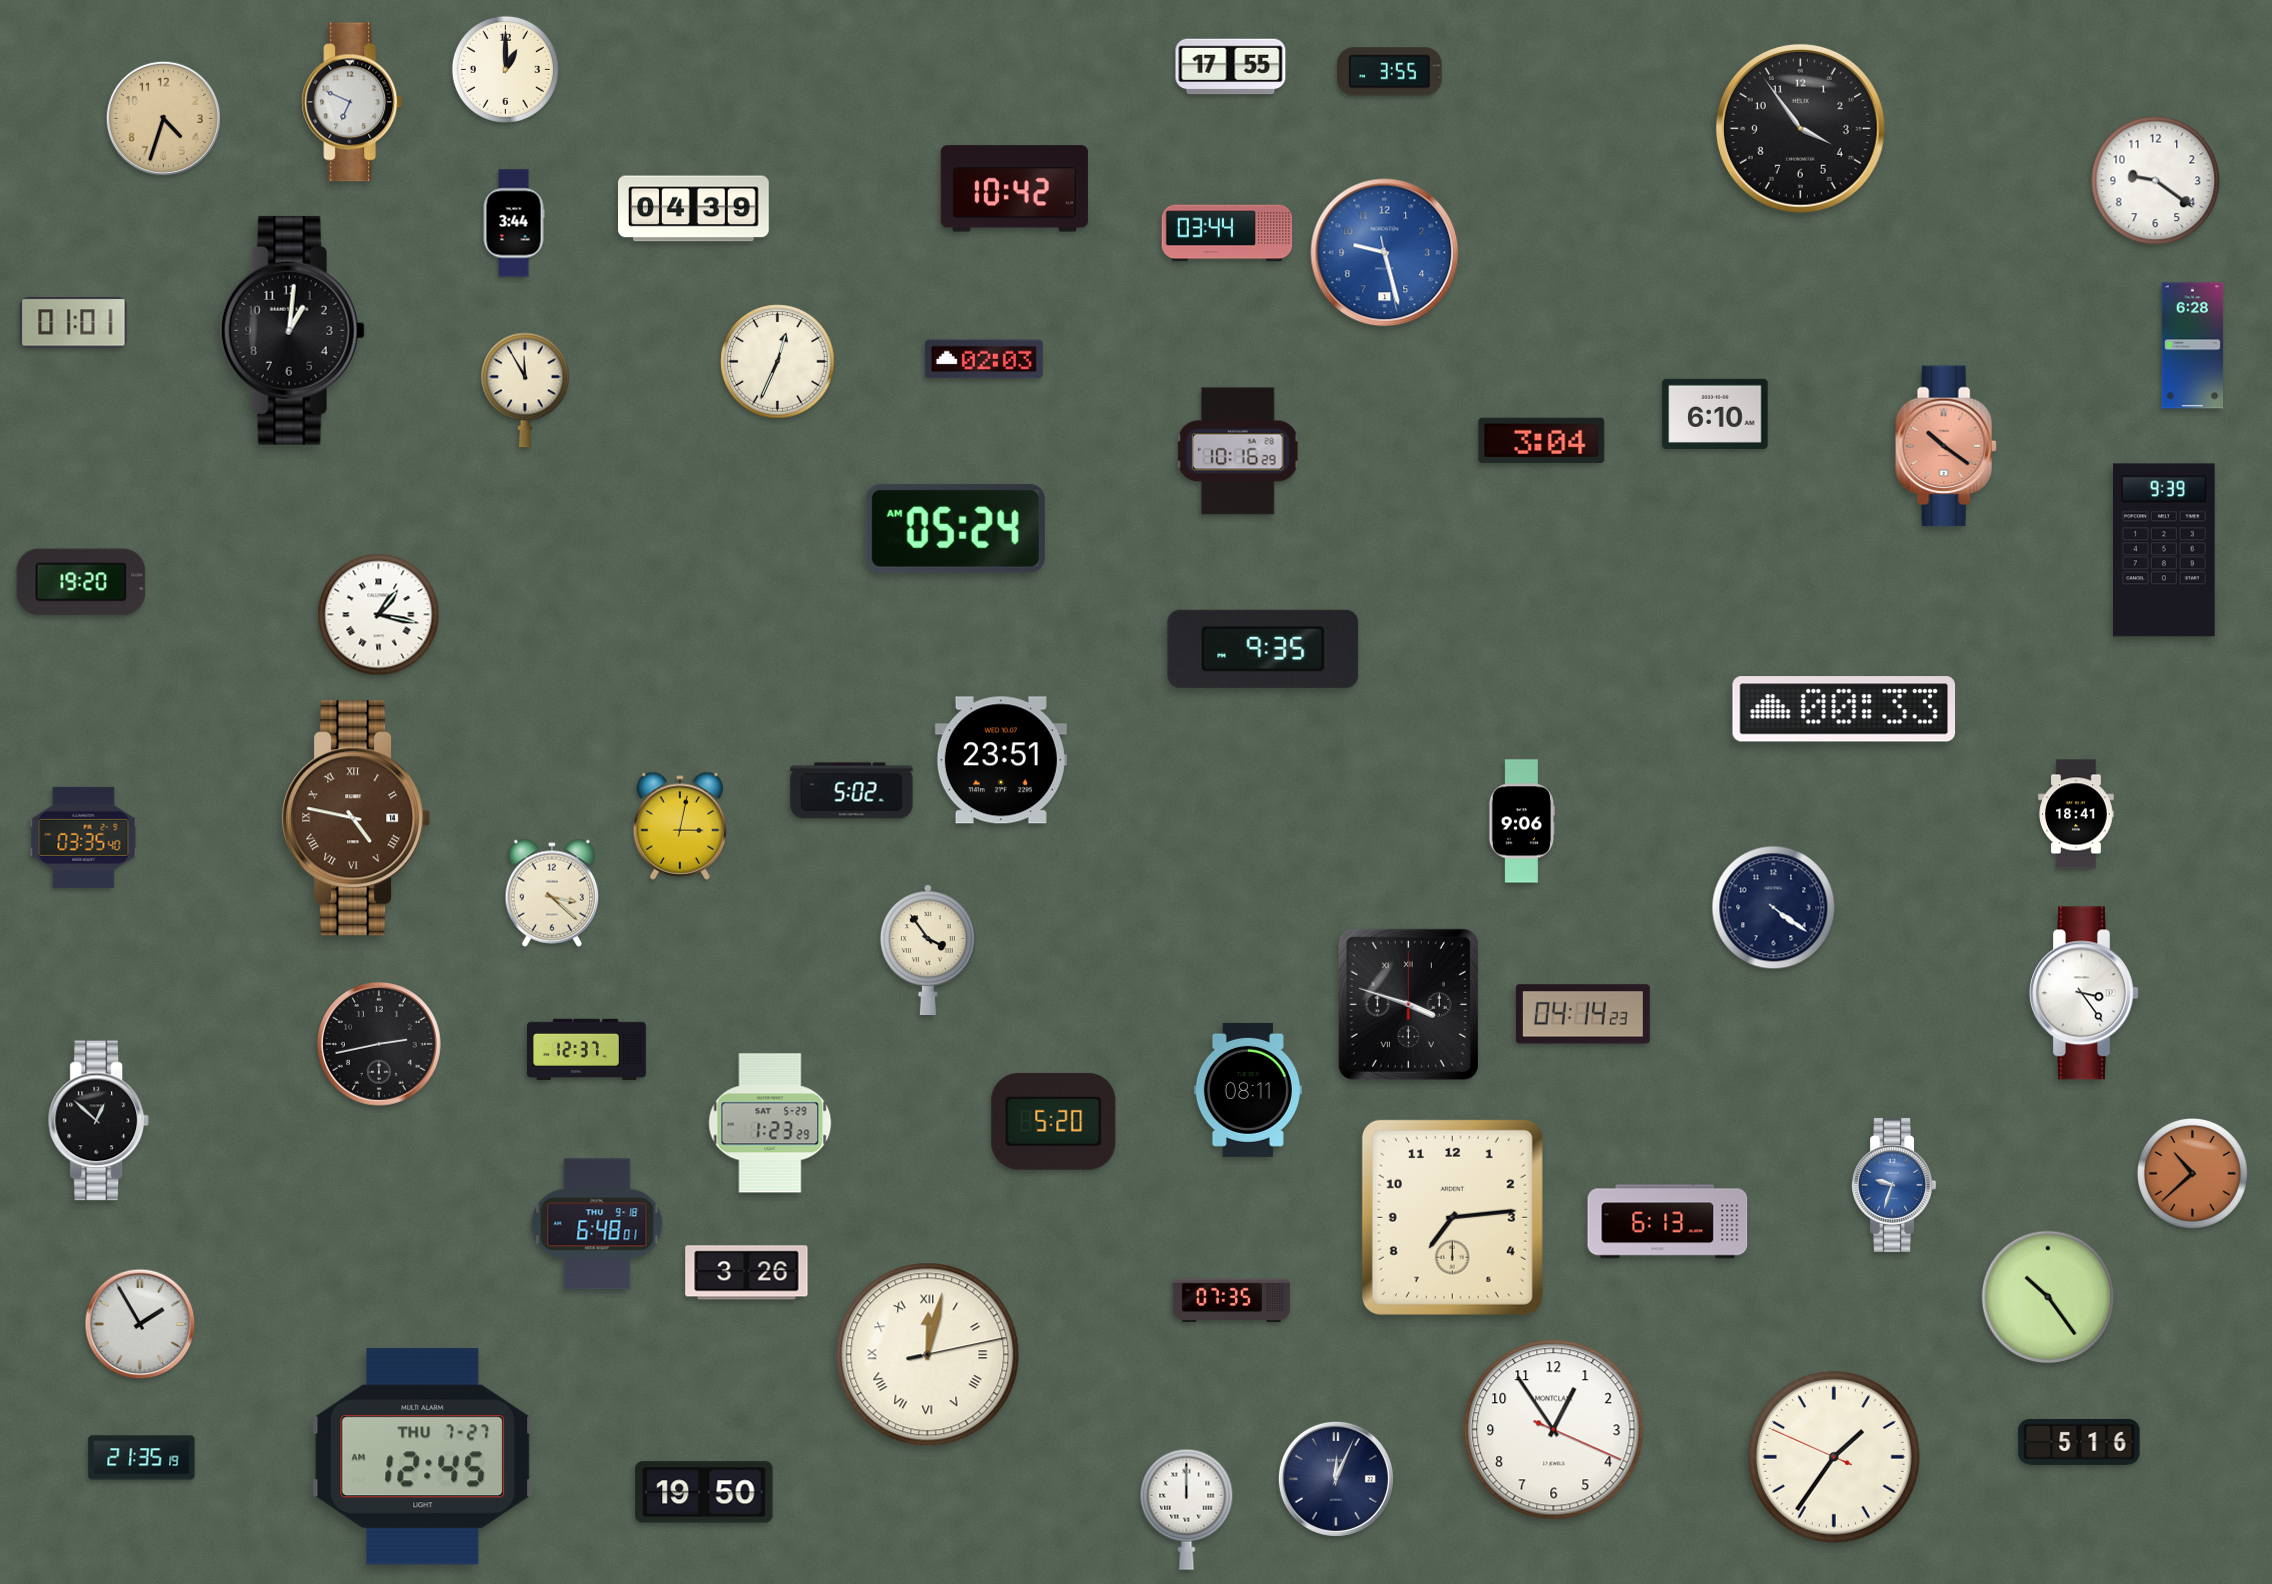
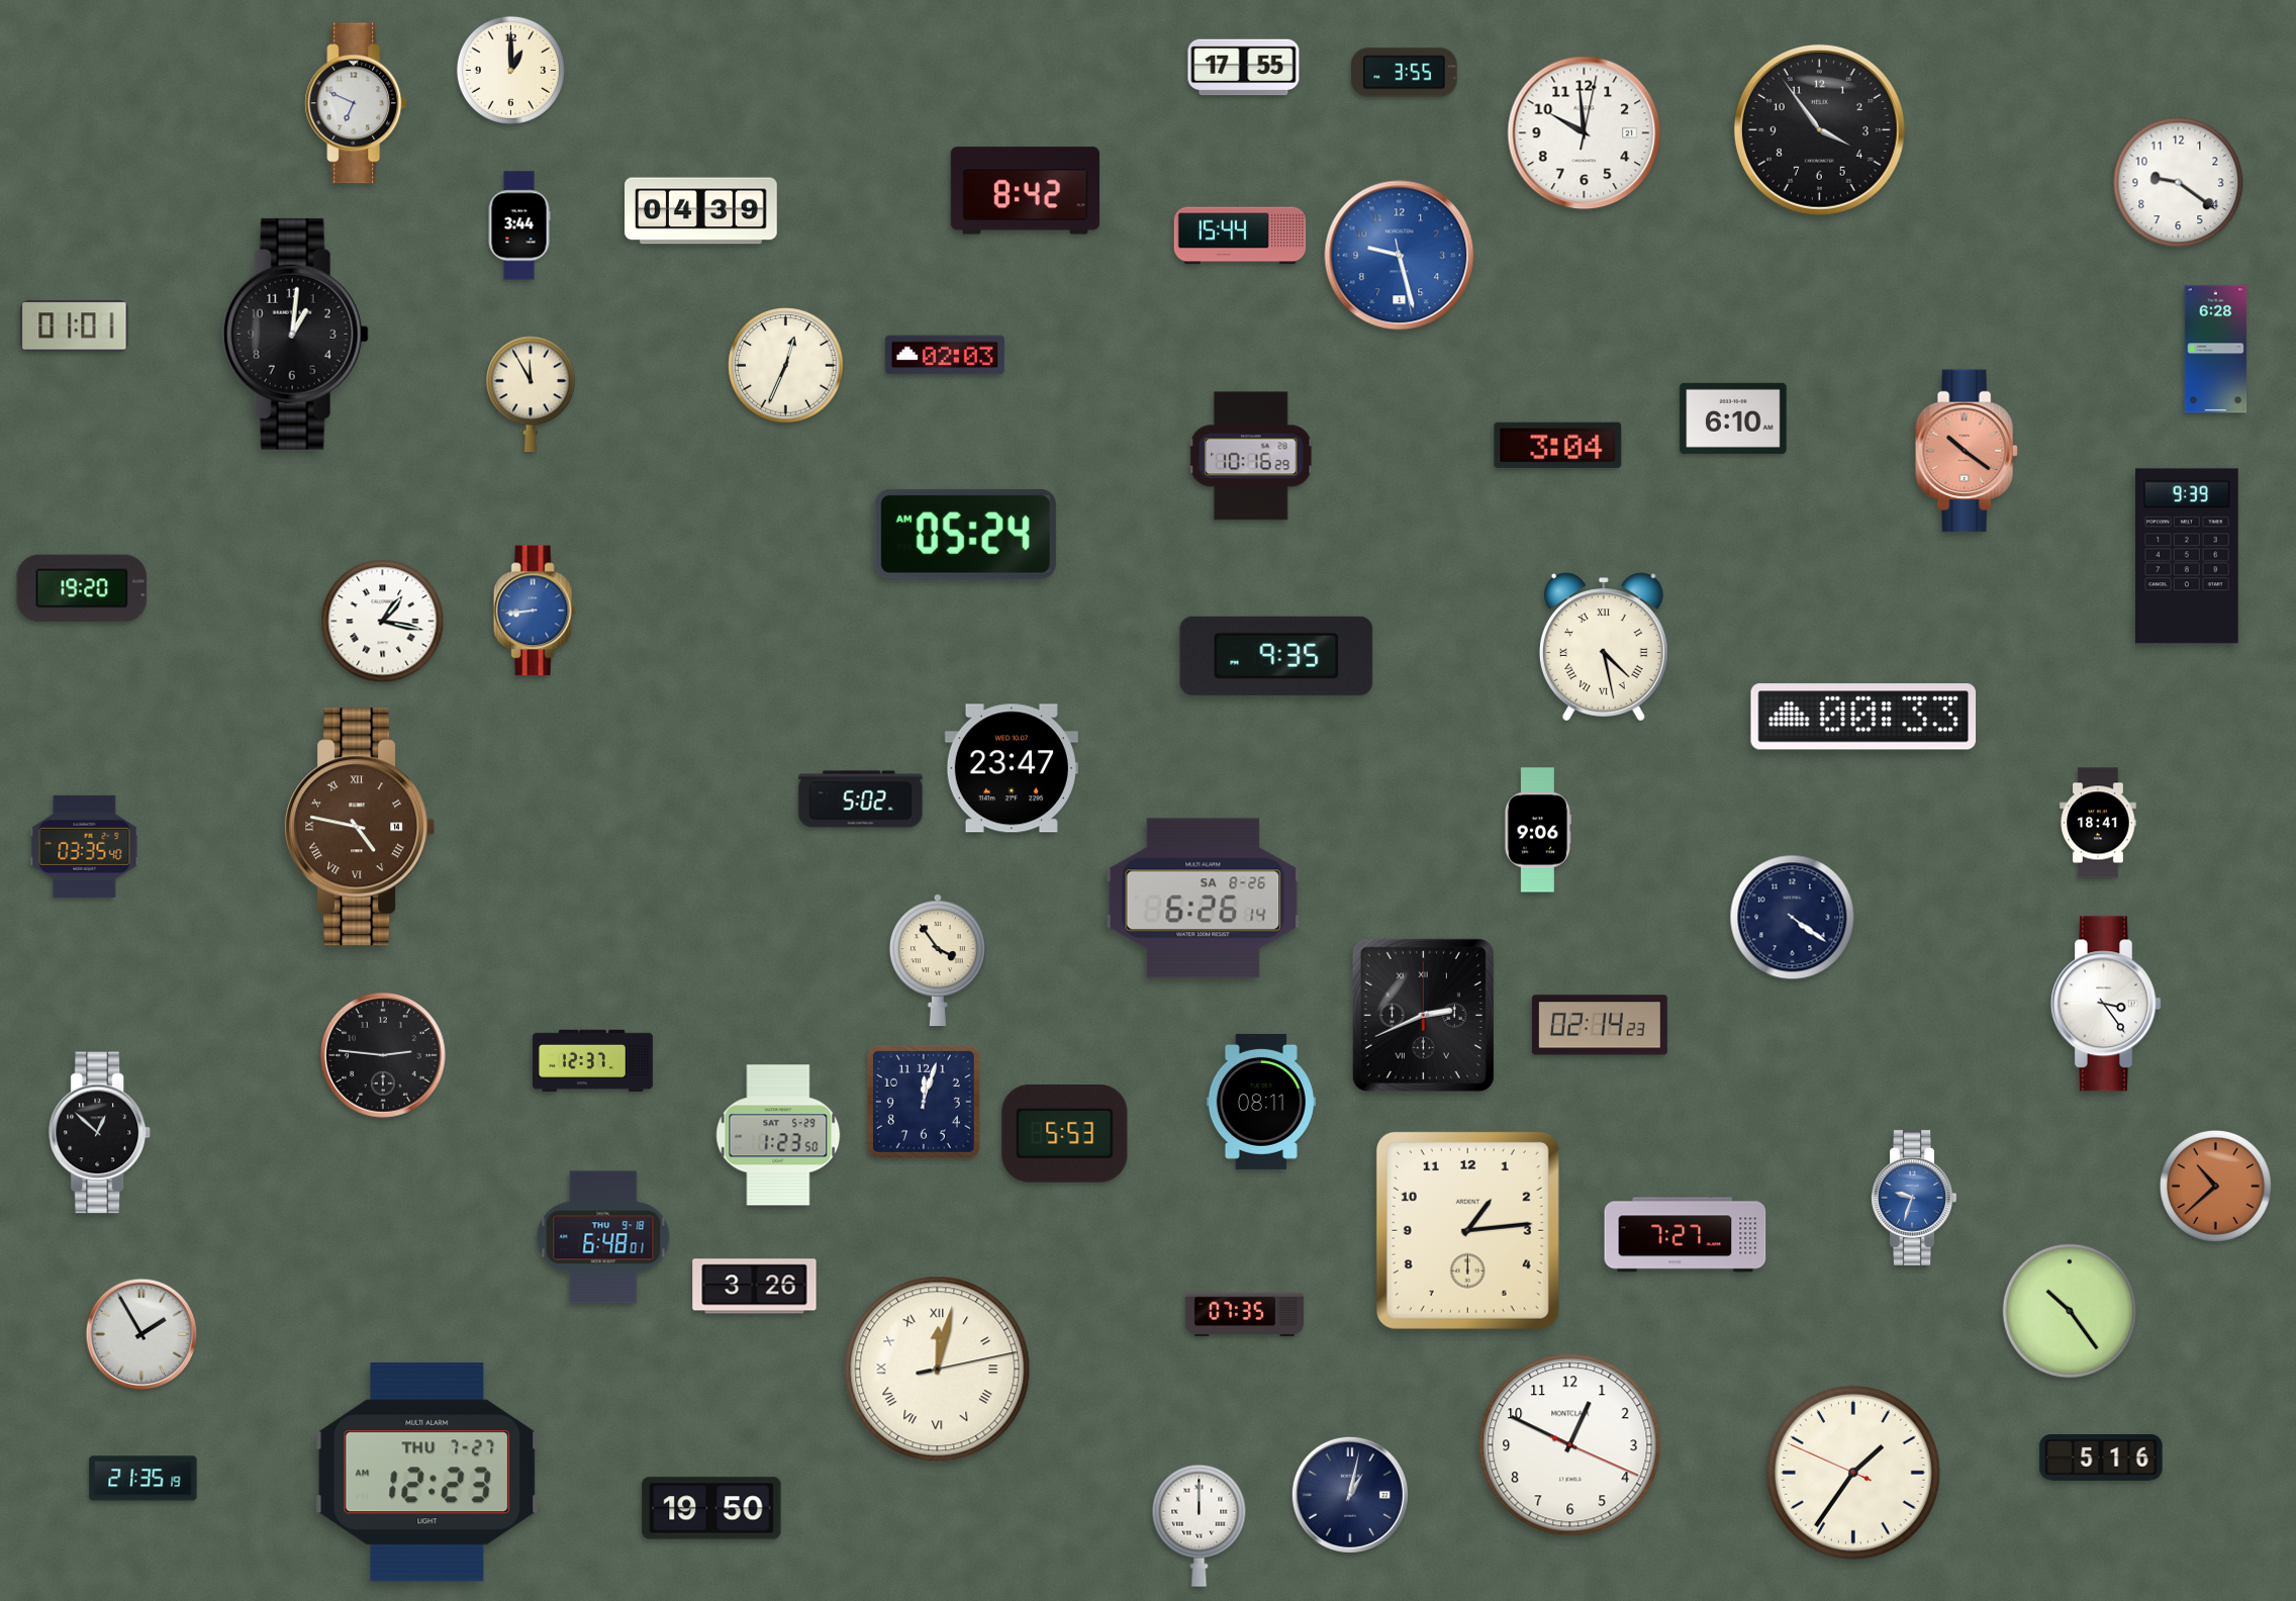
clock at (163, 118): 4:33 -> none
clock at (1585, 133): none -> 9:59
clock at (1014, 189): 10:42 -> 8:42
clock at (1227, 233): 03:44 -> 15:44
clock at (984, 359) position: (984, 359) -> (945, 355)
clock at (535, 610): none -> 8:44
clock at (1604, 647): none -> 4:28
clock at (1001, 760): 23:51 -> 23:47
clock at (680, 826): 3:02 -> none
clock at (1204, 899): none -> 6:26
clock at (552, 893): 3:22 -> none
clock at (1408, 1004): 3:48 -> 2:41
clock at (1583, 1014): 04:14 -> 02:14
clock at (380, 1045): 2:43 -> 2:46
clock at (924, 1102): none -> 12:03
clock at (1054, 1122): 5:20 -> 5:53
clock at (770, 1123): 1:23:29 -> 1:23:50
clock at (1452, 1217): 7:14 -> 1:14
clock at (1668, 1222): 6:13 -> 7:27
clock at (140, 1324) position: (140, 1324) -> (141, 1334)
clock at (1554, 1430): 12:54 -> 12:49
clock at (423, 1457): 12:45 -> 12:23
clock at (142, 1458) position: (142, 1458) -> (143, 1479)
clock at (1336, 1479): 12:04 -> 1:02
